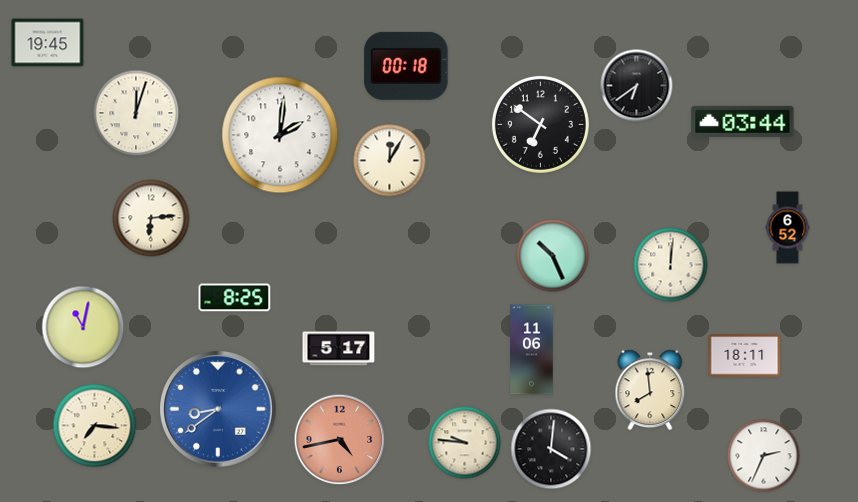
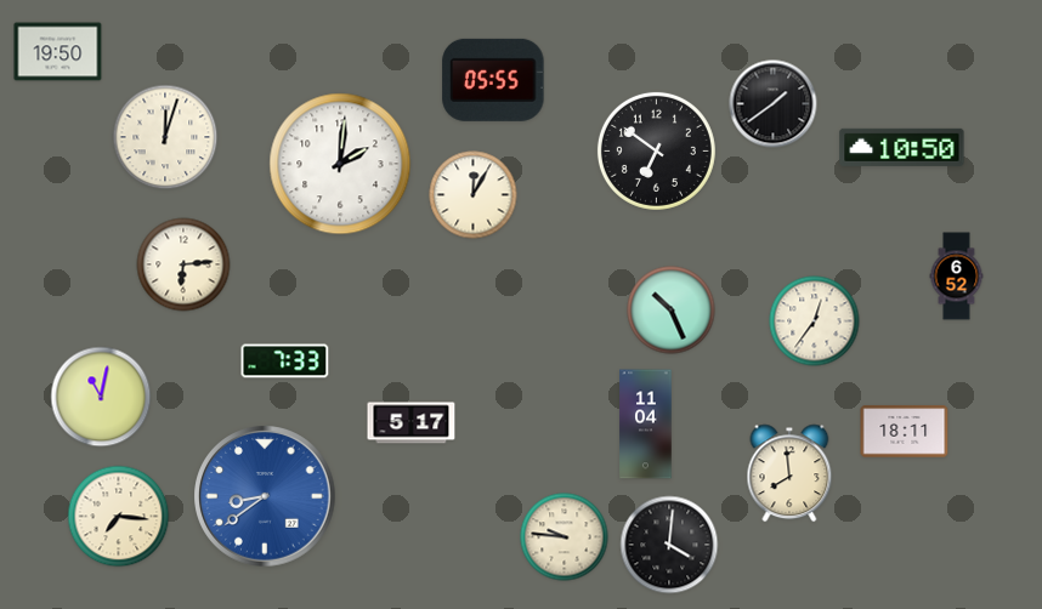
clock at (48, 43): 19:45 -> 19:50
clock at (406, 66): 00:18 -> 05:55
clock at (637, 86): 6:39 -> 1:39
clock at (743, 121): 03:44 -> 10:50
clock at (671, 265): 12:01 -> 12:36
clock at (235, 298): 8:25 -> 7:33
clock at (532, 350): 11:06 -> 11:04
clock at (95, 426) position: (95, 426) -> (119, 517)
clock at (340, 440): 4:43 -> none
clock at (764, 456): 2:34 -> none
